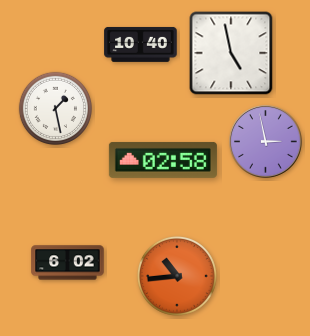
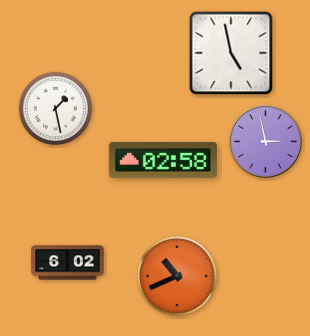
clock at (141, 44): 10:40 -> none
clock at (177, 276): 10:44 -> 10:41
